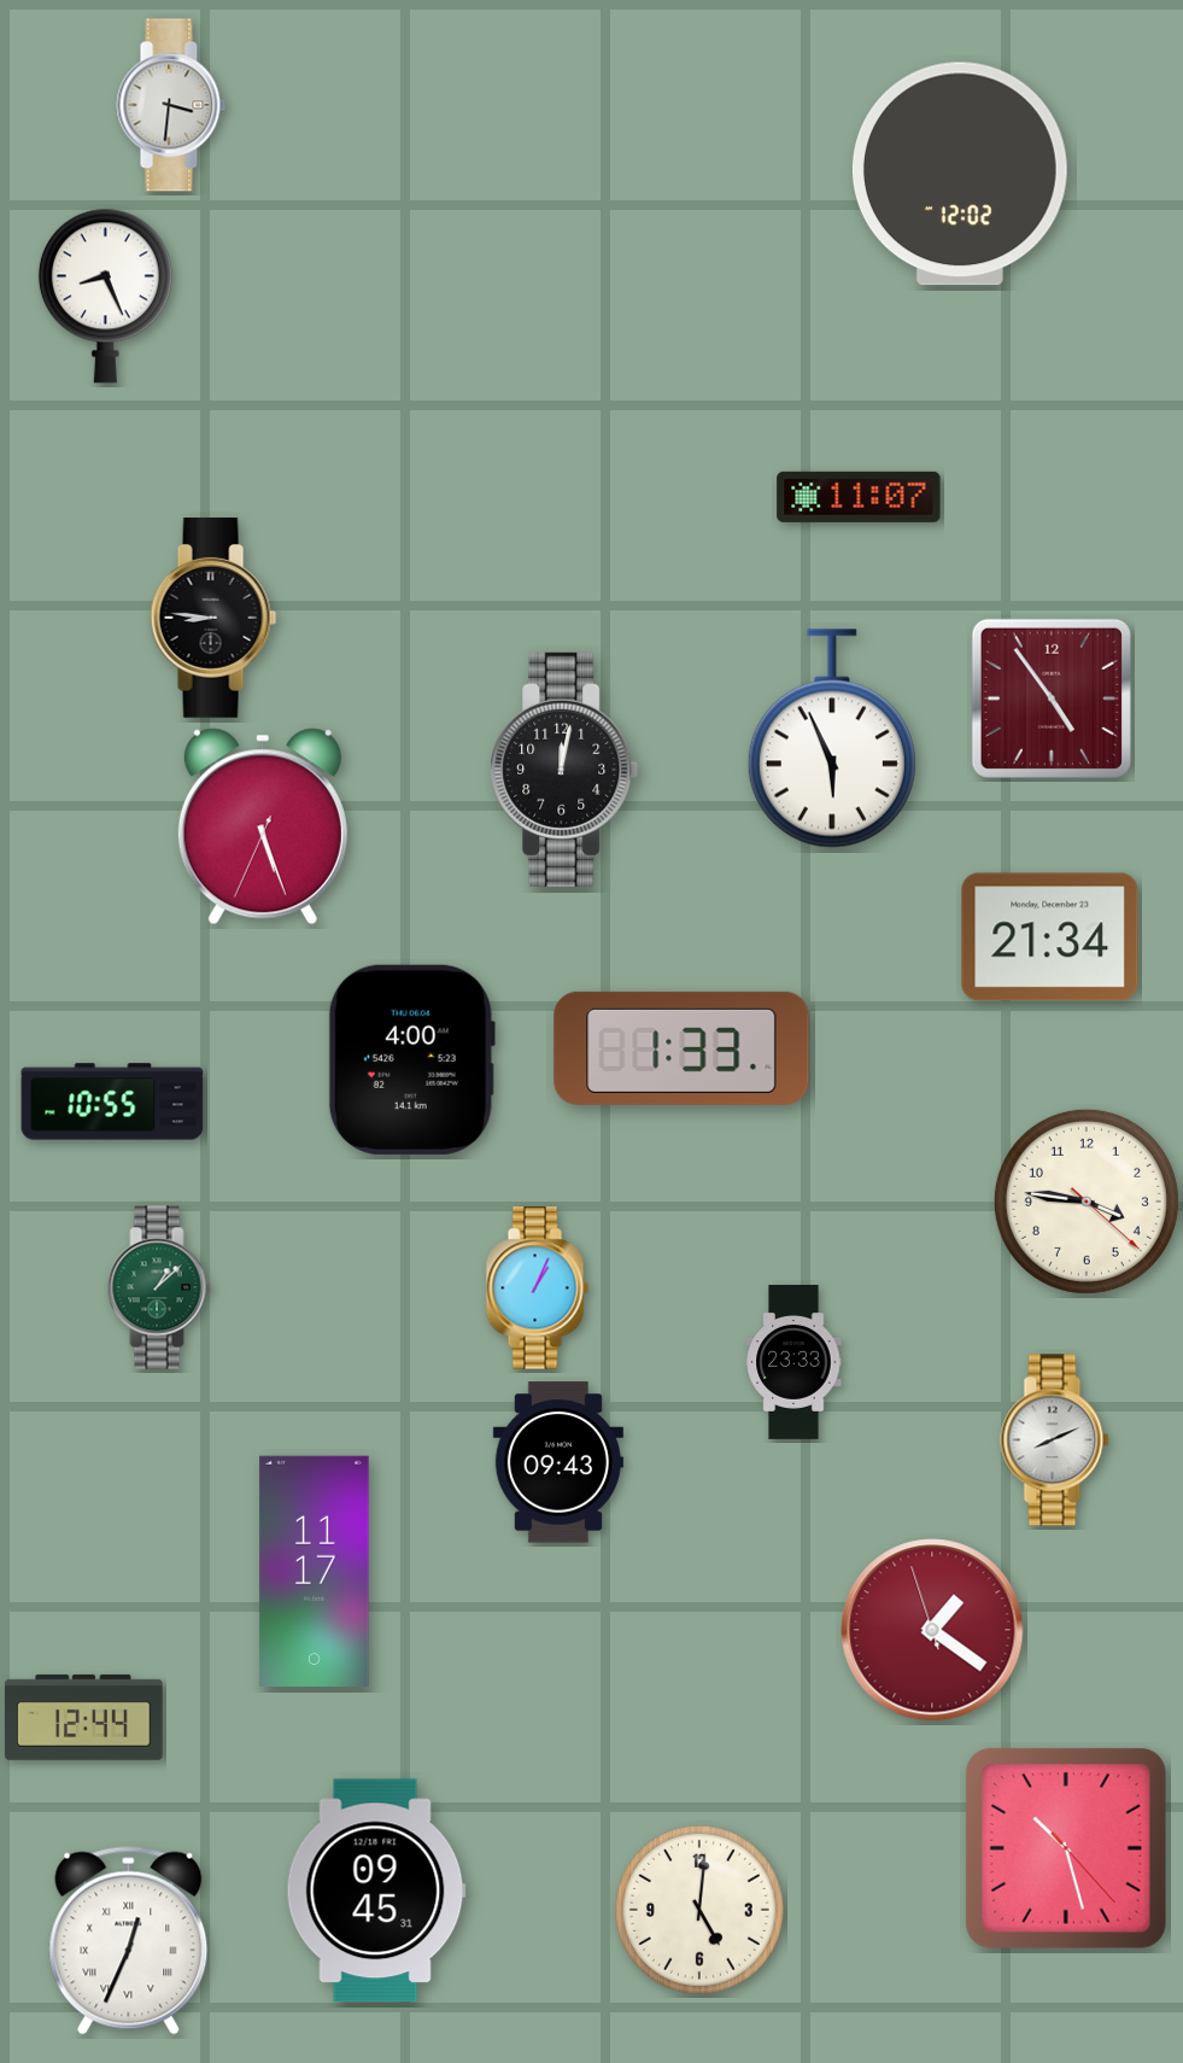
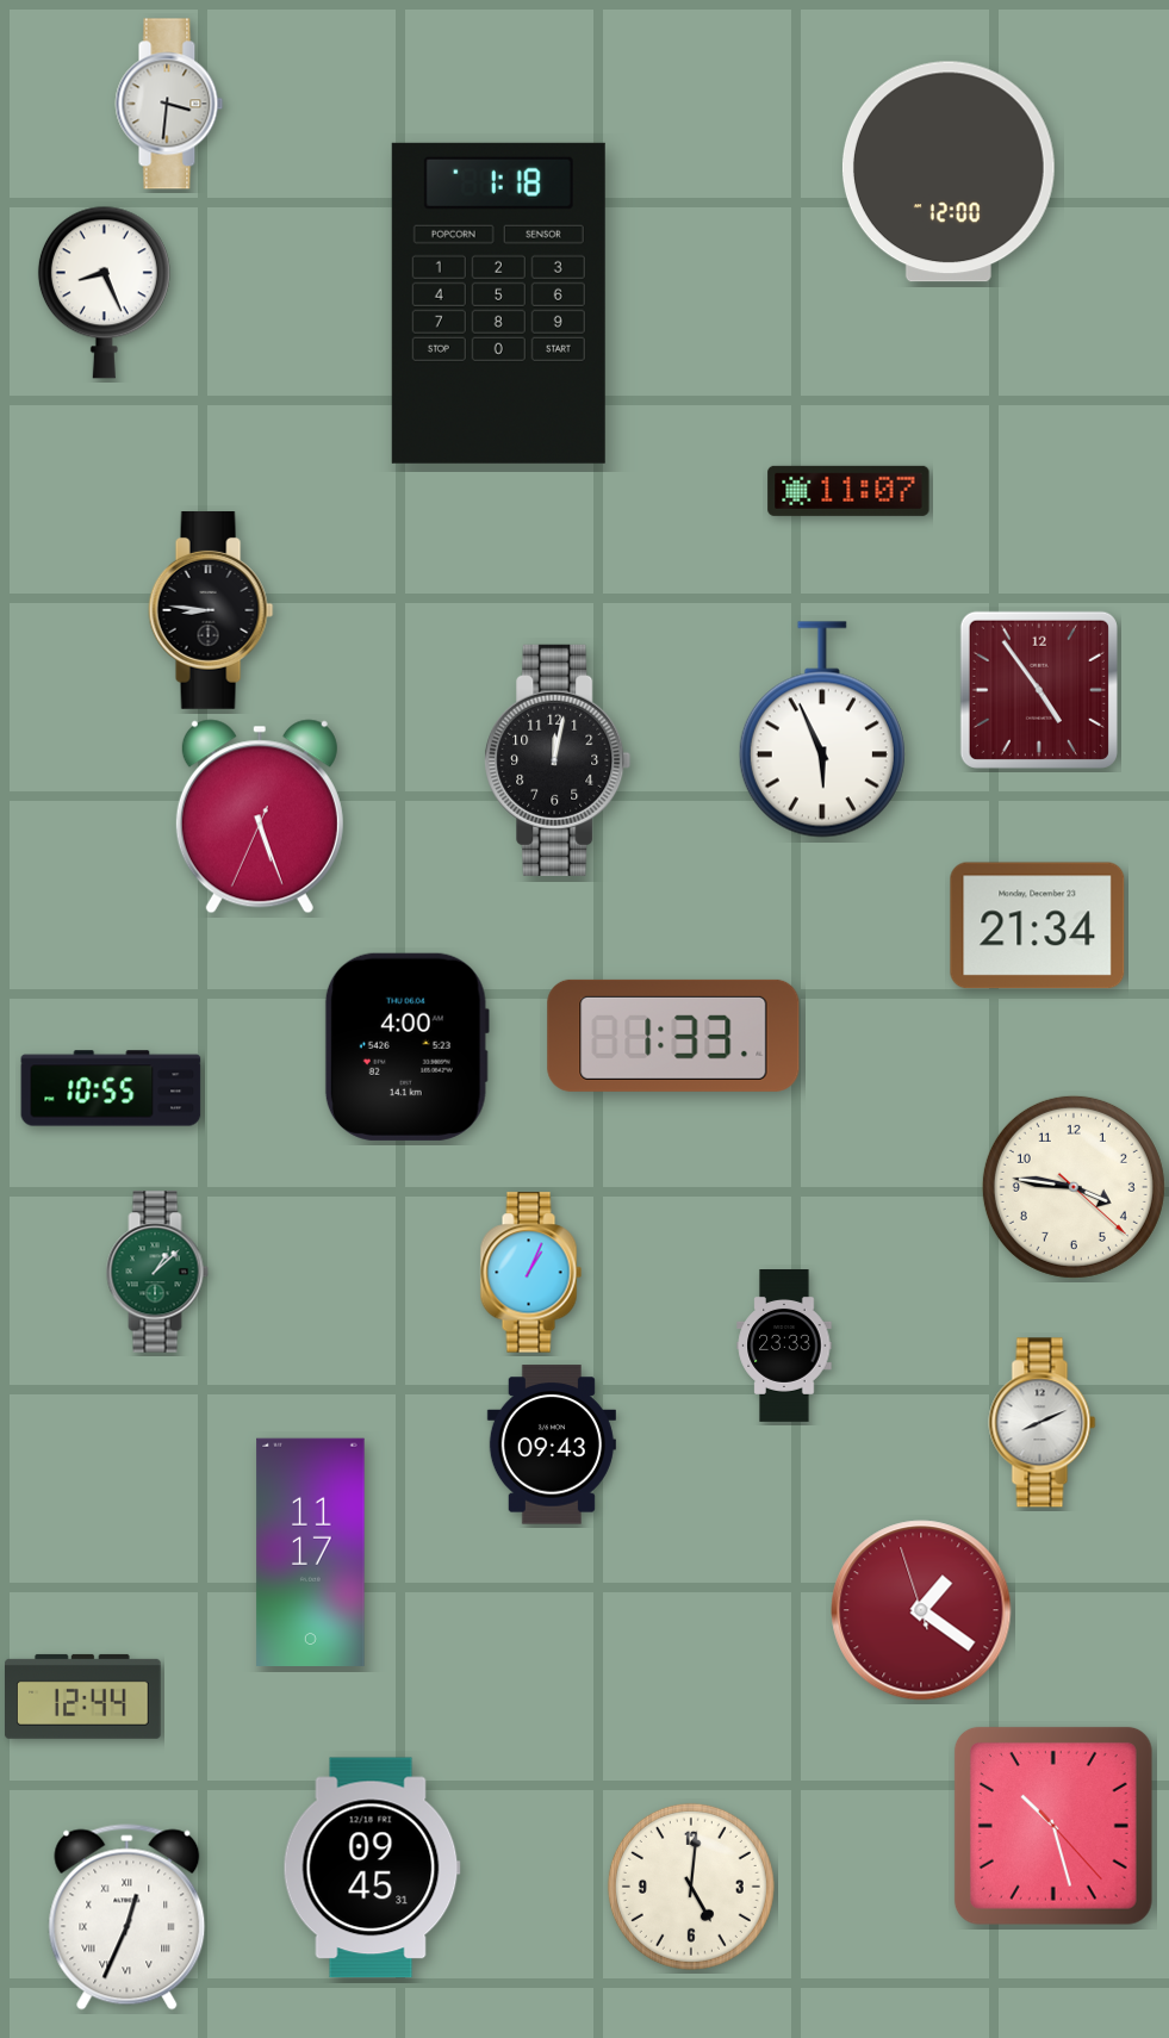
clock at (960, 174): 12:02 -> 12:00
clock at (498, 303): none -> 1:18
